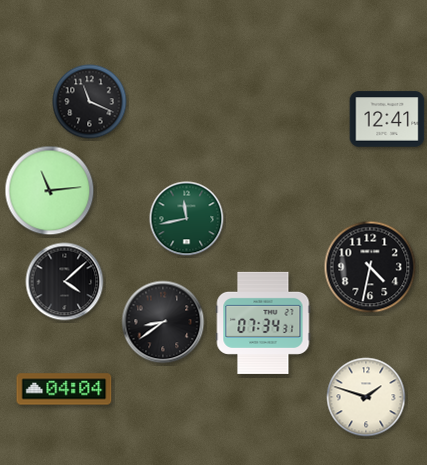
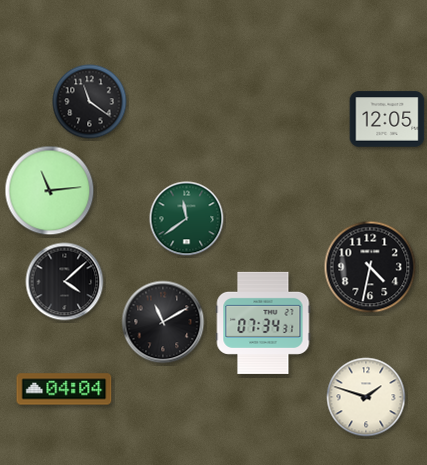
clock at (90, 102): 11:19 -> 11:21
clock at (387, 119): 12:41 -> 12:05
clock at (187, 219): 11:43 -> 11:39
clock at (163, 322): 8:39 -> 11:10
